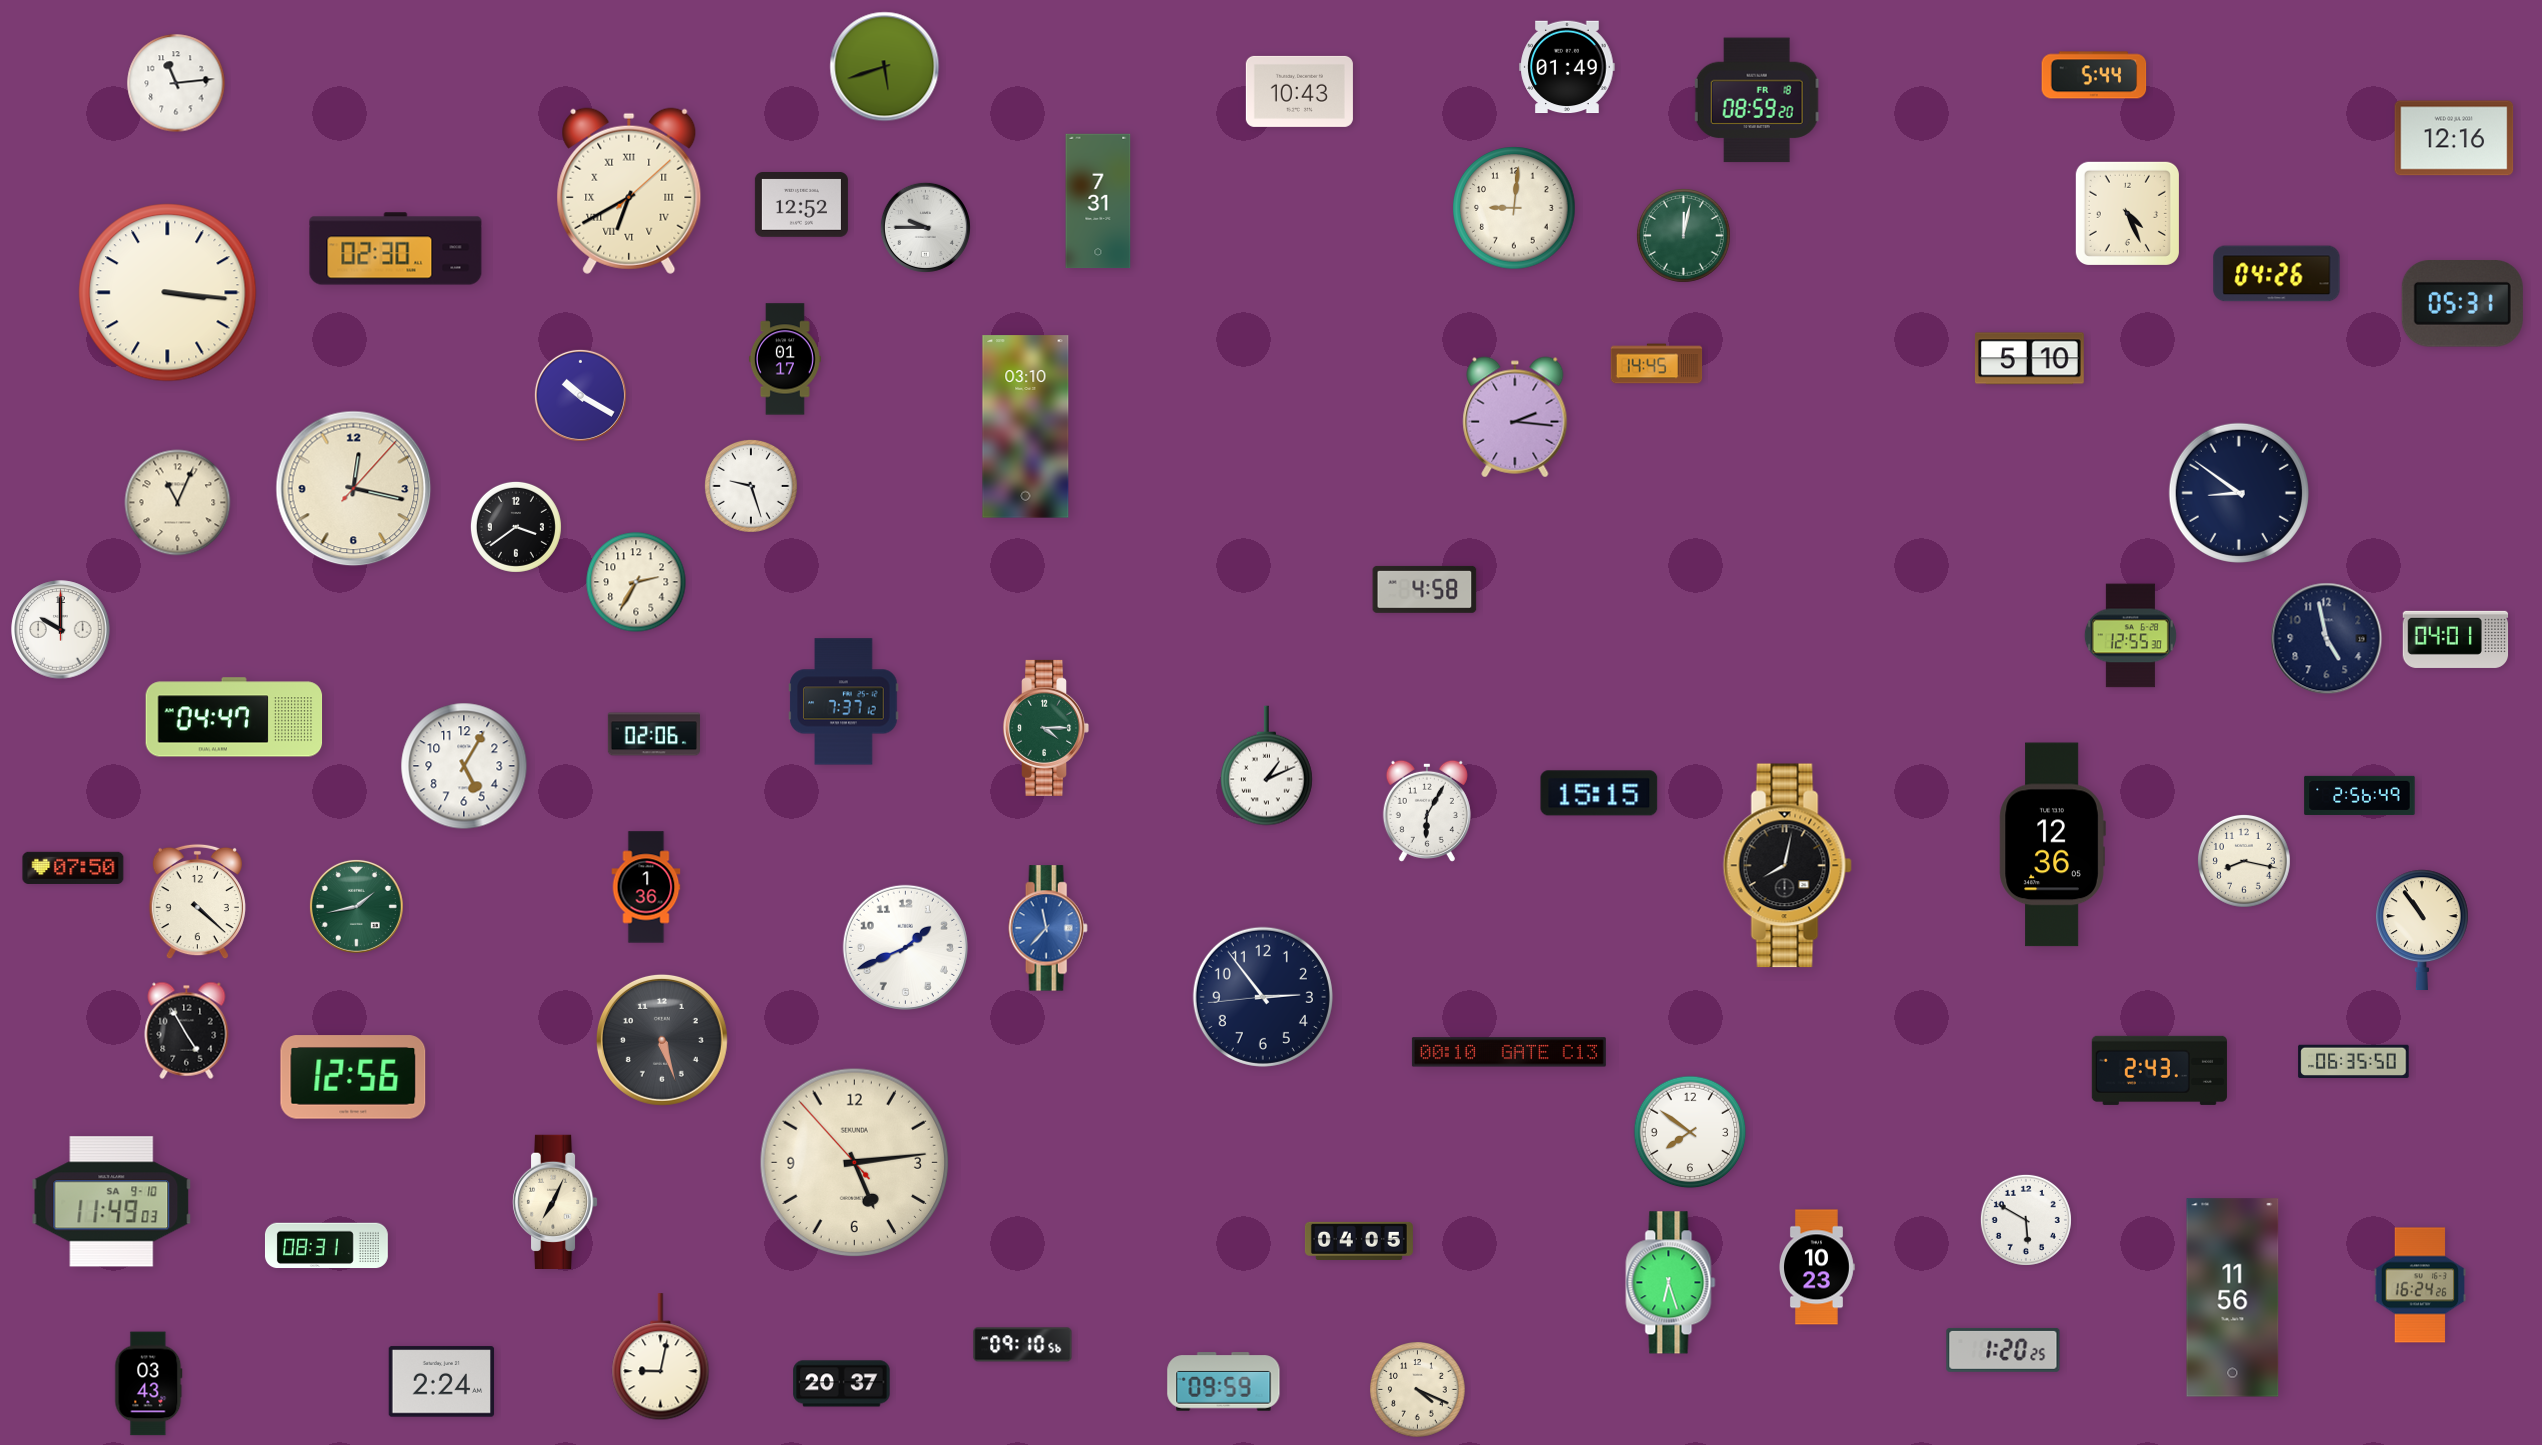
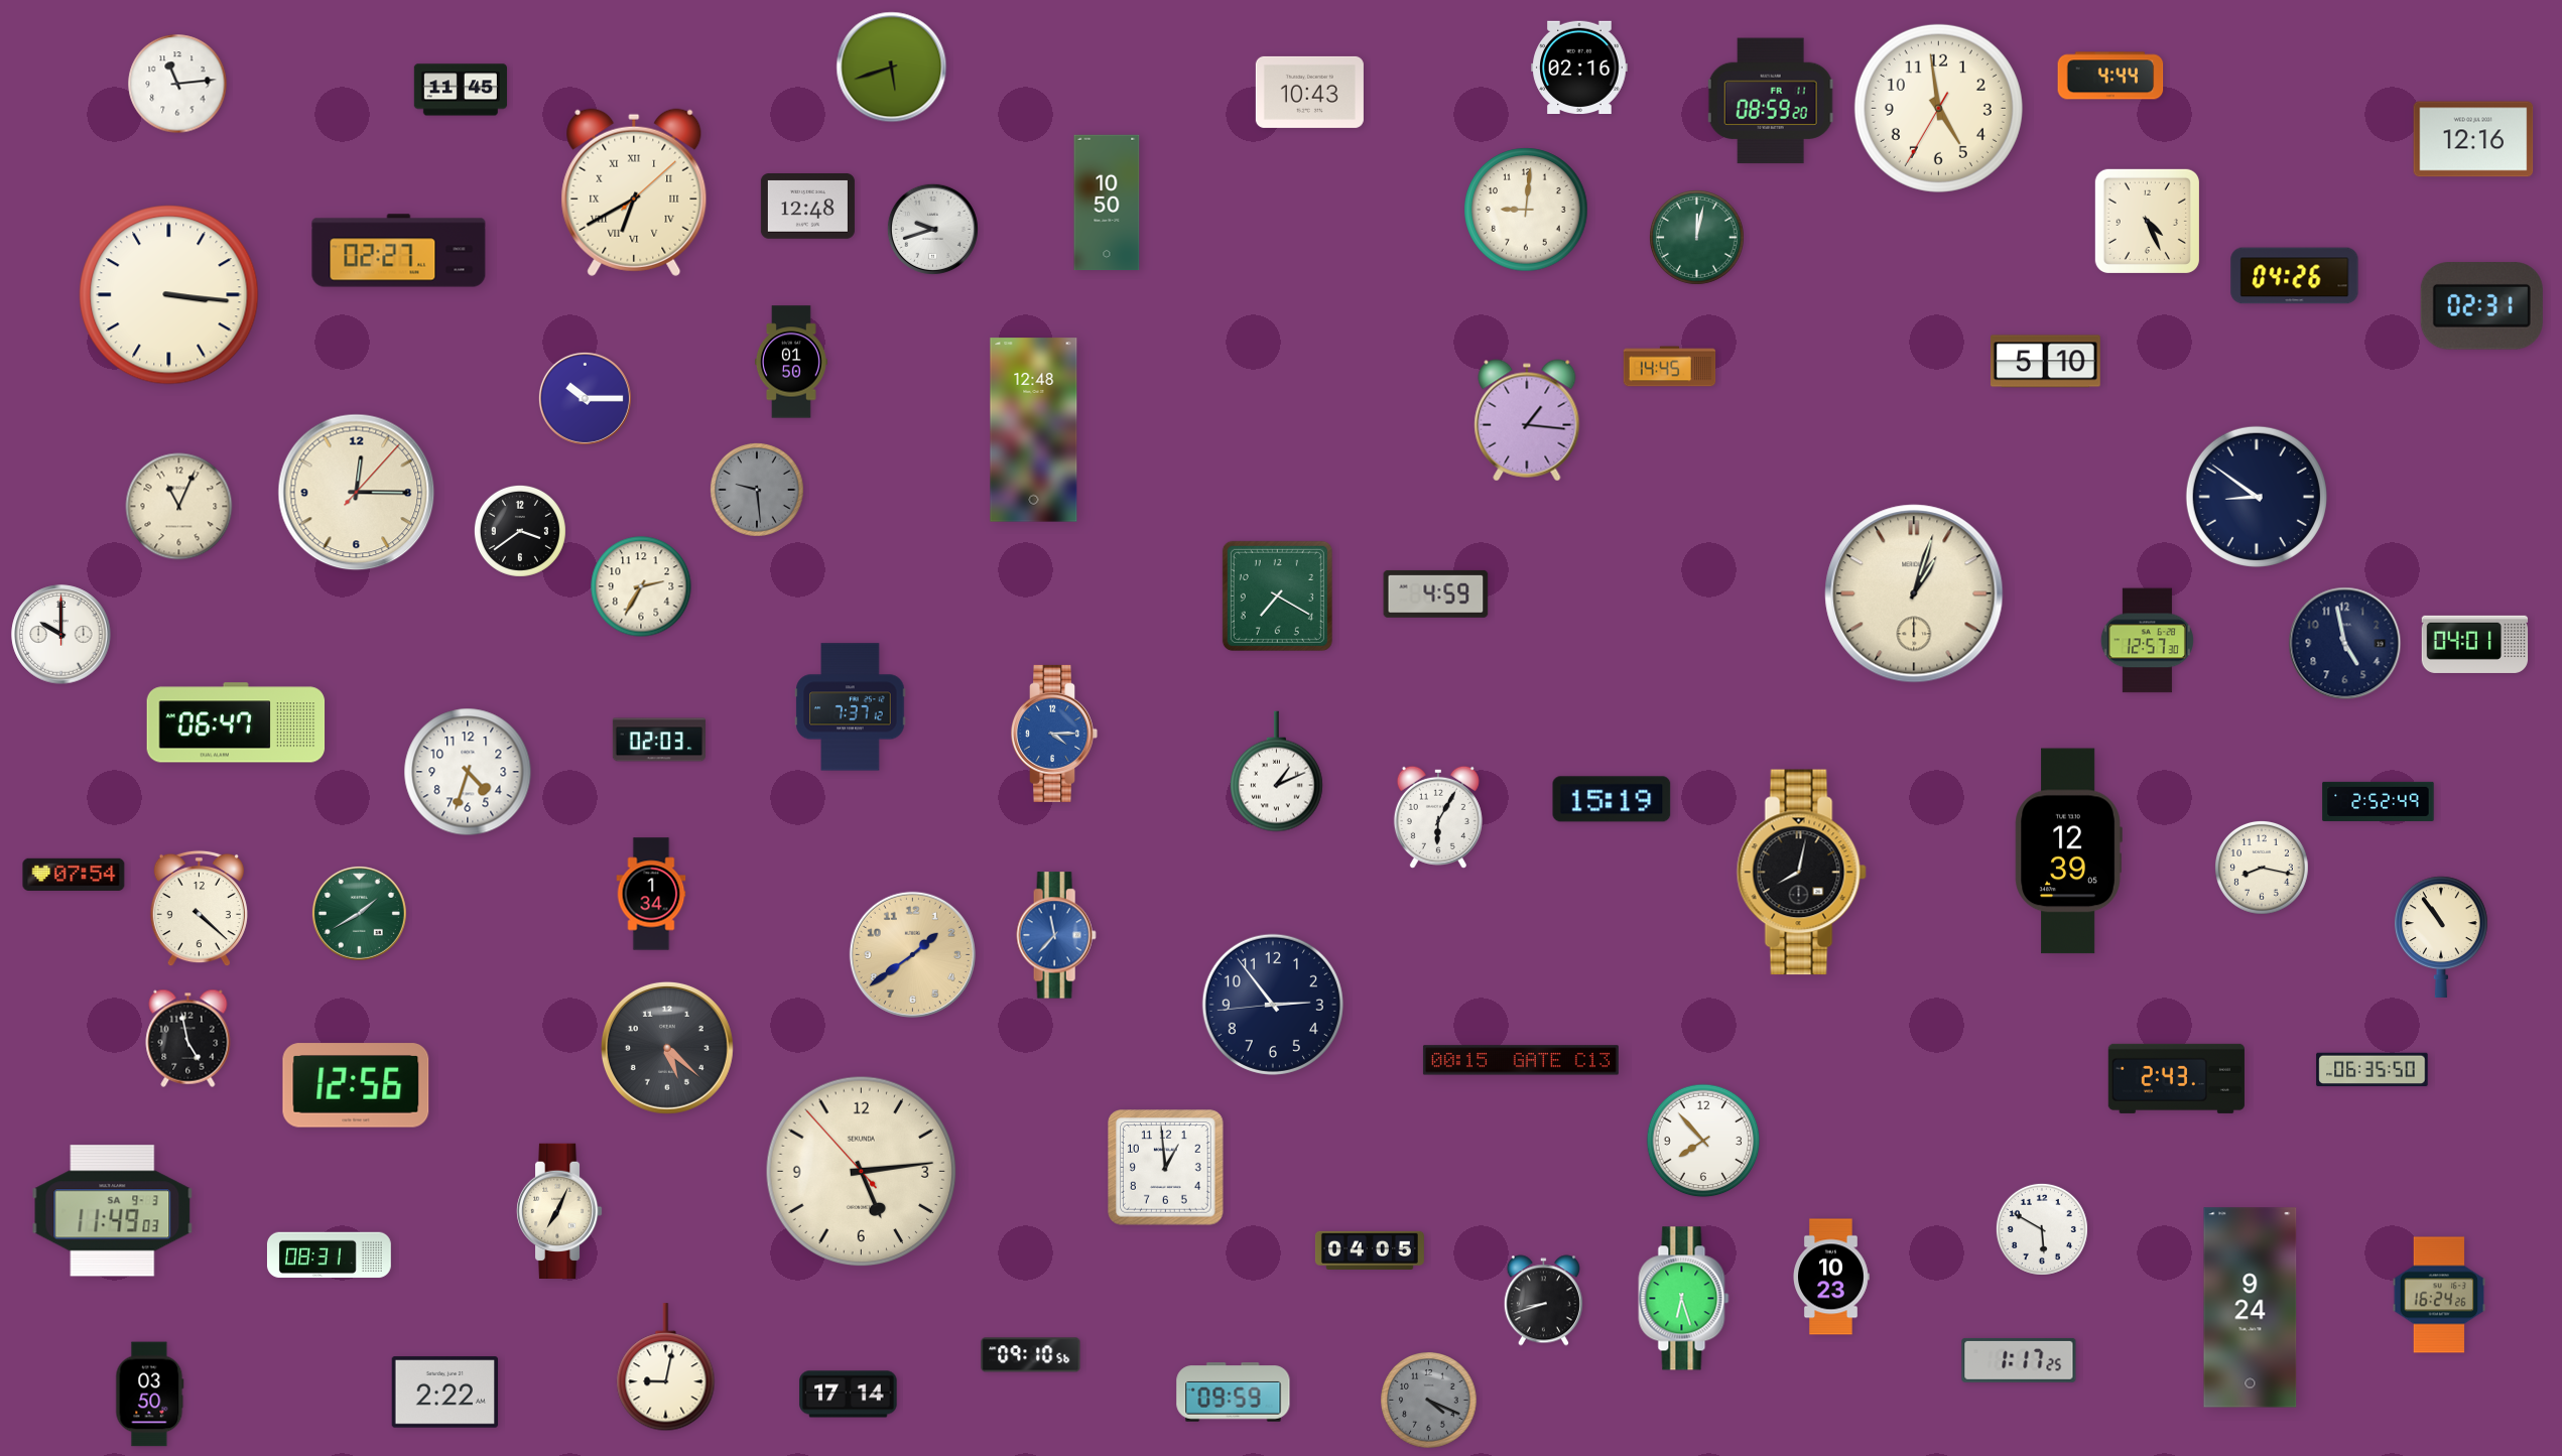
clock at (1567, 67): 01:49 -> 02:16
clock at (2094, 75): 5:44 -> 4:44
clock at (461, 90): none -> 11:45
clock at (1757, 100) date: FR 18 -> FR 11
clock at (1938, 108): none -> 4:58
clock at (1098, 201): 7:31 -> 10:50
clock at (801, 205): 12:52 -> 12:48
clock at (2127, 213) position: (2127, 213) -> (2147, 221)
clock at (925, 227): 9:45 -> 9:42
clock at (396, 249): 02:30 -> 02:27
clock at (2462, 304): 05:31 -> 02:31
clock at (785, 359): 01:17 -> 01:50
clock at (580, 395): 10:20 -> 10:15
clock at (1515, 417): 2:16 -> 1:16
clock at (1026, 427): 03:10 -> 12:48
clock at (751, 486): 9:27 -> 9:29
clock at (751, 486) dial: white -> grey
clock at (354, 489): 12:17 -> 12:15
clock at (1425, 589): 4:58 -> 4:59
clock at (1914, 593): none -> 1:03
clock at (1277, 595): none -> 7:20
clock at (2130, 636): 12:55 -> 12:57
clock at (234, 717): 04:47 -> 06:47
clock at (1046, 728) dial: green -> blue
clock at (654, 734): 02:06 -> 02:03
clock at (464, 766): 5:05 -> 4:33
clock at (1599, 793): 15:15 -> 15:19
clock at (2360, 795): 2:56 -> 2:52
clock at (2052, 845): 12:36 -> 12:39
clock at (73, 868): 07:50 -> 07:54
clock at (646, 887): 1:36 -> 1:34
clock at (356, 906): 1:43 -> 1:40
clock at (905, 947): 1:41 -> 1:39
clock at (905, 947) dial: white -> champagne
clock at (187, 1030): 4:55 -> 4:58
clock at (662, 1040): 5:27 -> 5:22
clock at (1509, 1052): 00:10 -> 00:15
clock at (1690, 1132): 7:51 -> 7:53
clock at (1166, 1168): none -> 12:59
clock at (112, 1202) date: SA 9-10 -> SA 9-3
clock at (1671, 1283) position: (1671, 1283) -> (1684, 1299)
clock at (1543, 1301): none -> 8:42
clock at (2233, 1298): 11:56 -> 9:24
clock at (2003, 1350): 1:20 -> 1:17
clock at (442, 1382): 2:24 -> 2:22
clock at (149, 1384): 03:43 -> 03:50
clock at (842, 1384): 20:37 -> 17:14
clock at (1418, 1390) dial: cream -> grey
